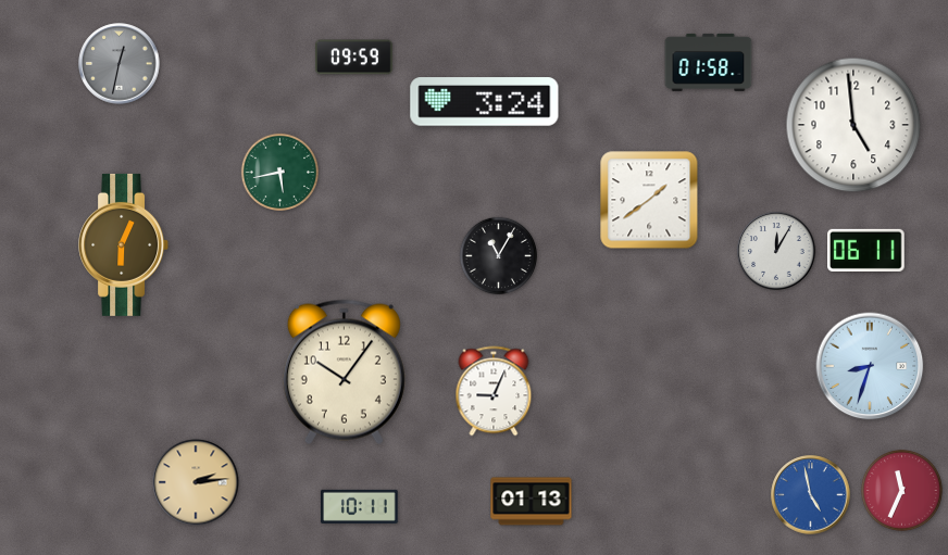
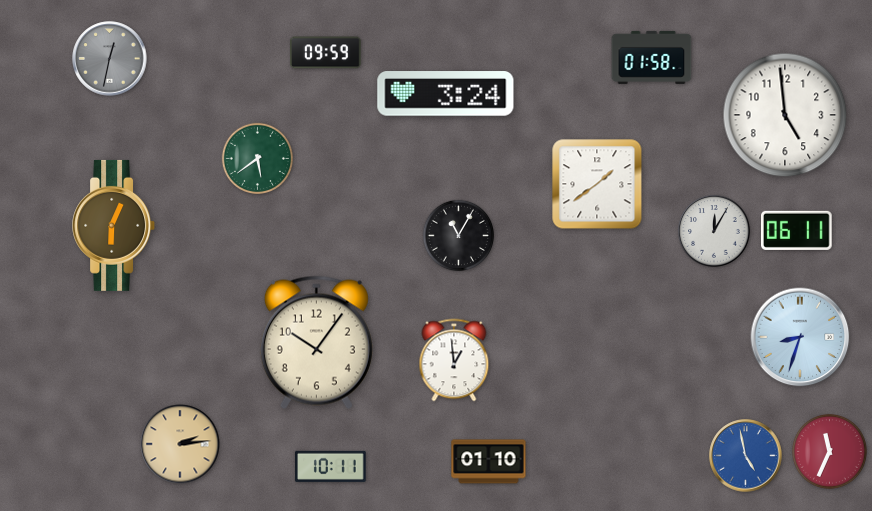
clock at (279, 172): 5:43 -> 5:39
clock at (494, 391): 9:04 -> 12:59
clock at (532, 502): 01:13 -> 01:10
